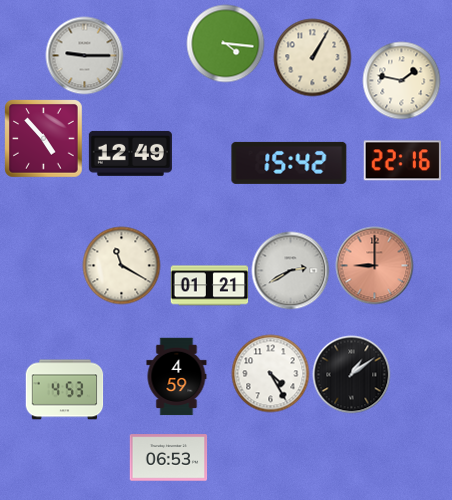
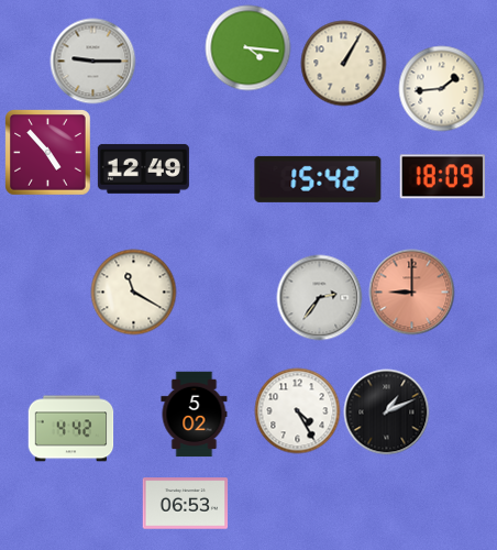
clock at (401, 80): 1:47 -> 1:44
clock at (402, 161): 22:16 -> 18:09
clock at (290, 270): 2:40 -> 2:36
clock at (209, 286): 01:21 -> none
clock at (351, 374): 1:09 -> 1:11
clock at (177, 376): 4:59 -> 5:02
clock at (64, 390): 4:53 -> 4:42
